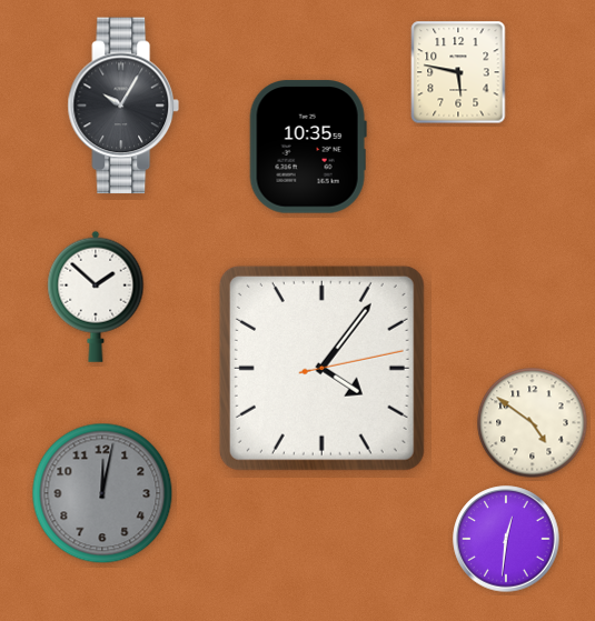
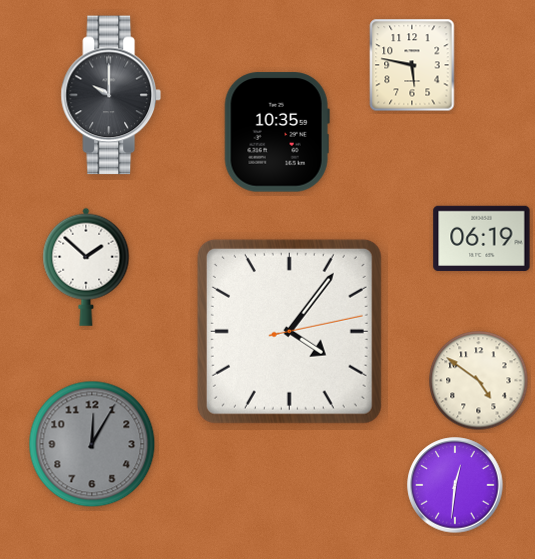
clock at (122, 106): 10:05 -> 10:00
clock at (482, 238): none -> 06:19
clock at (102, 493): 12:02 -> 12:05
